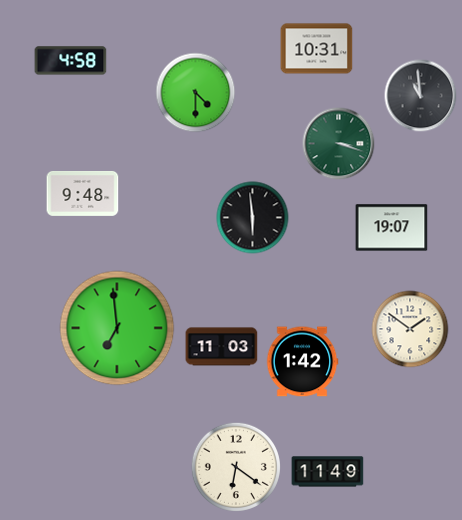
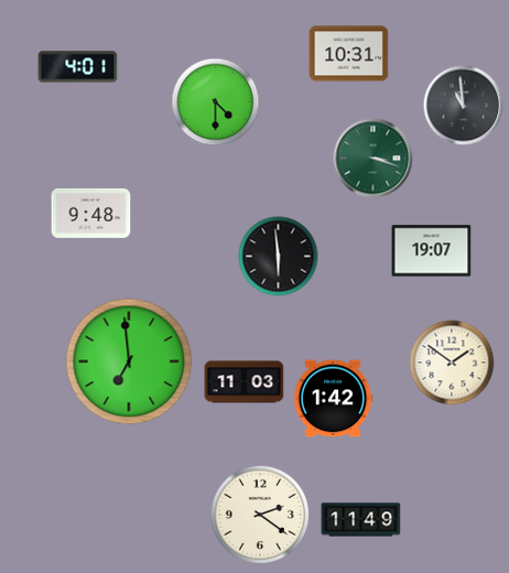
clock at (71, 61): 4:58 -> 4:01
clock at (253, 218) position: (253, 218) -> (279, 257)
clock at (236, 467): 6:21 -> 2:21
